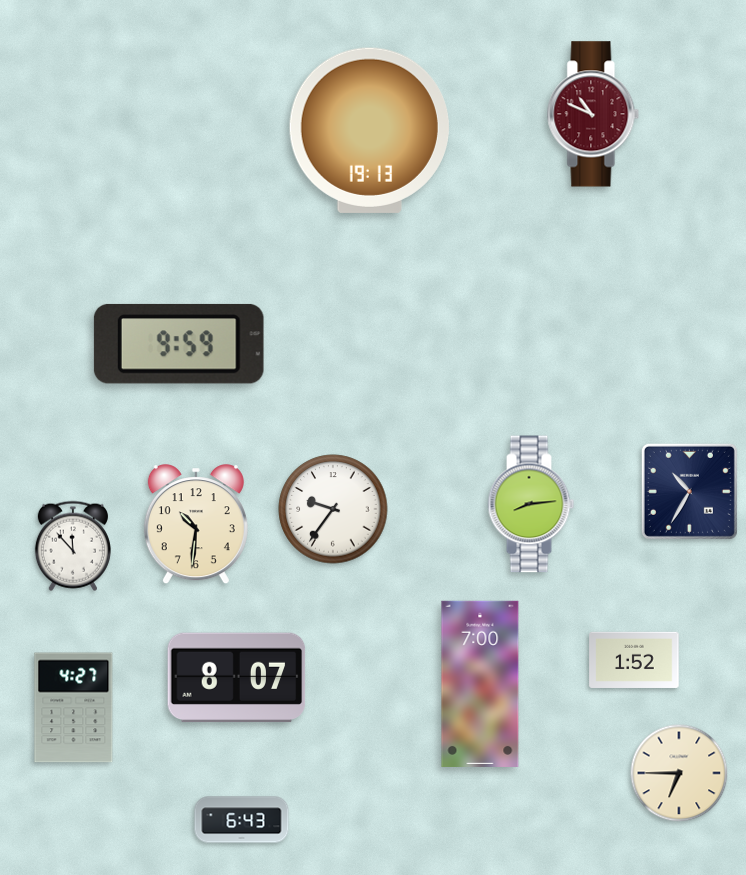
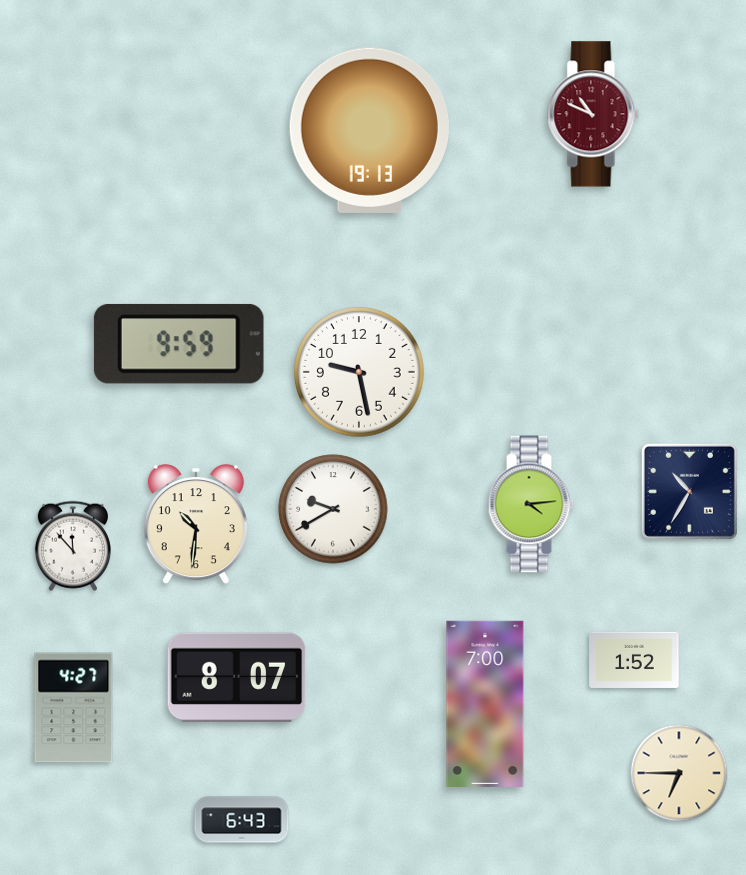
clock at (360, 373): none -> 9:28
clock at (531, 504): 8:14 -> 4:14
clock at (333, 509): 9:36 -> 9:40
clock at (480, 684) position: (480, 684) -> (485, 704)
